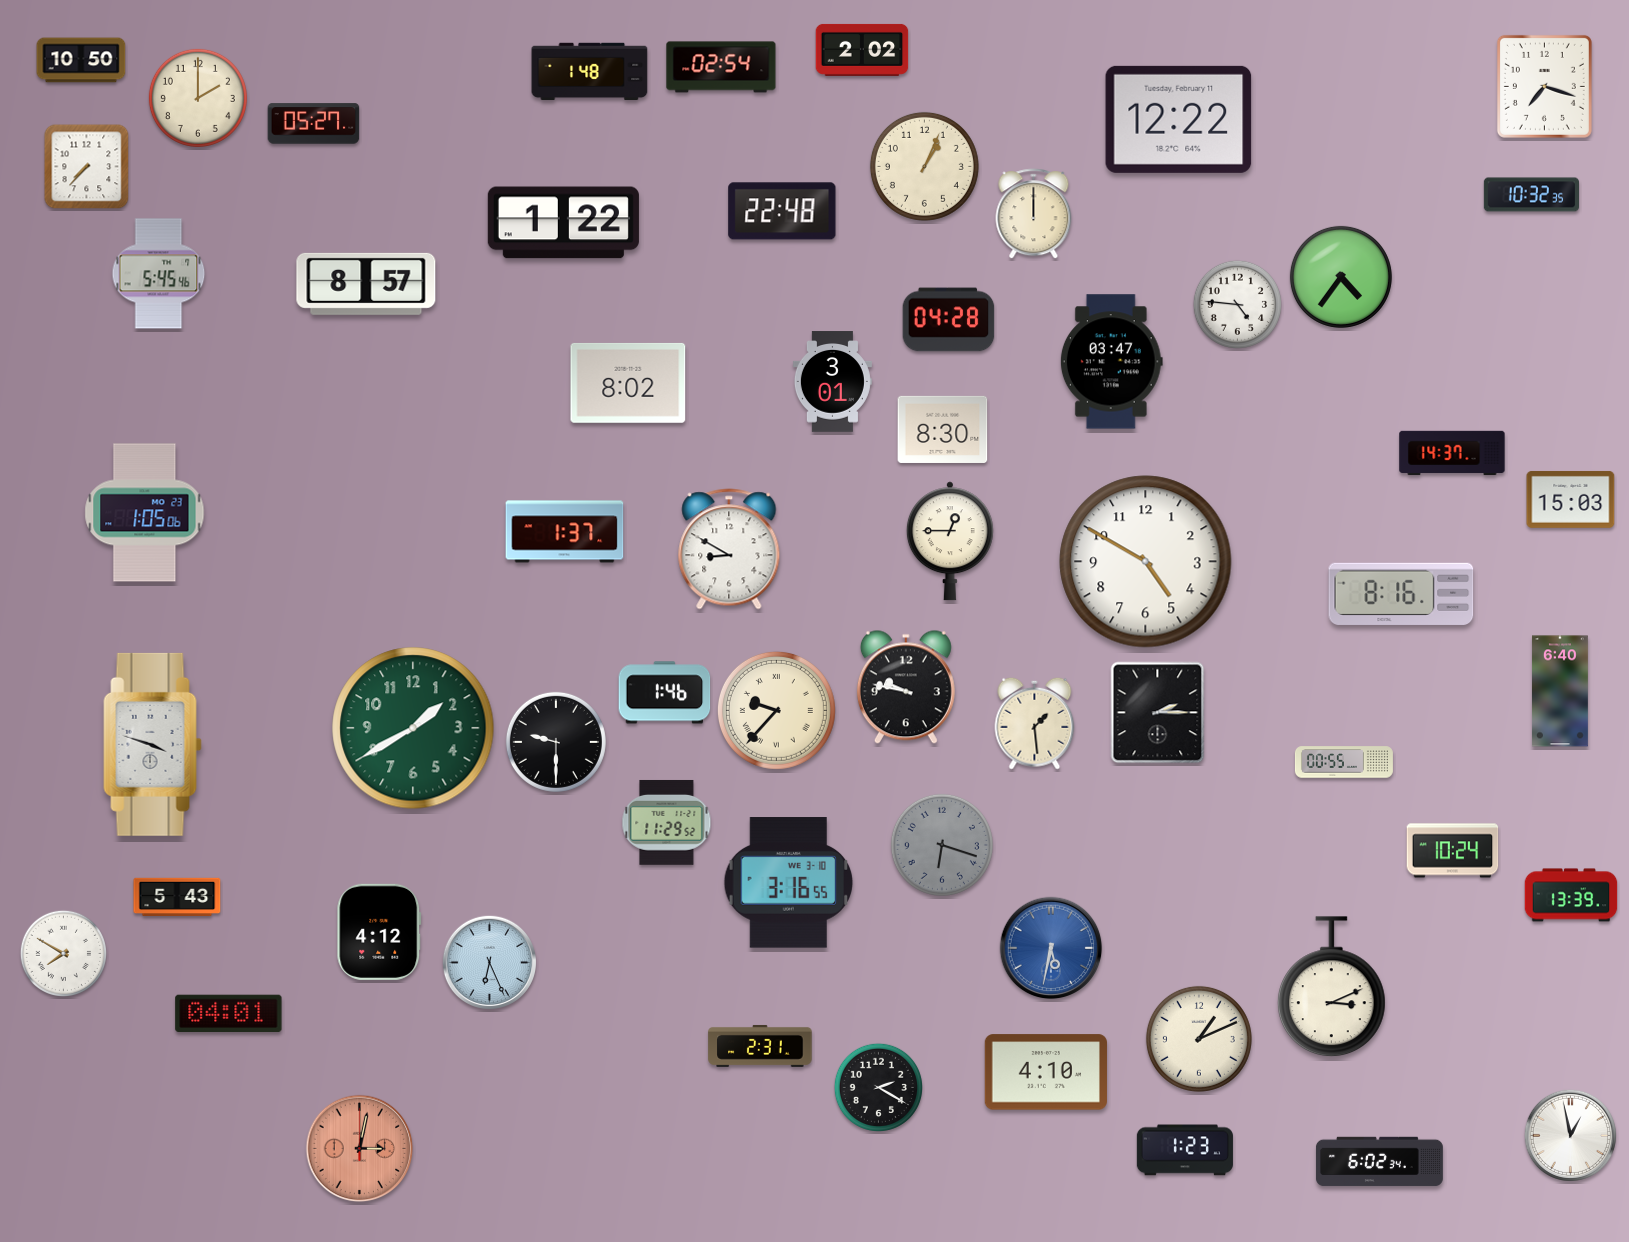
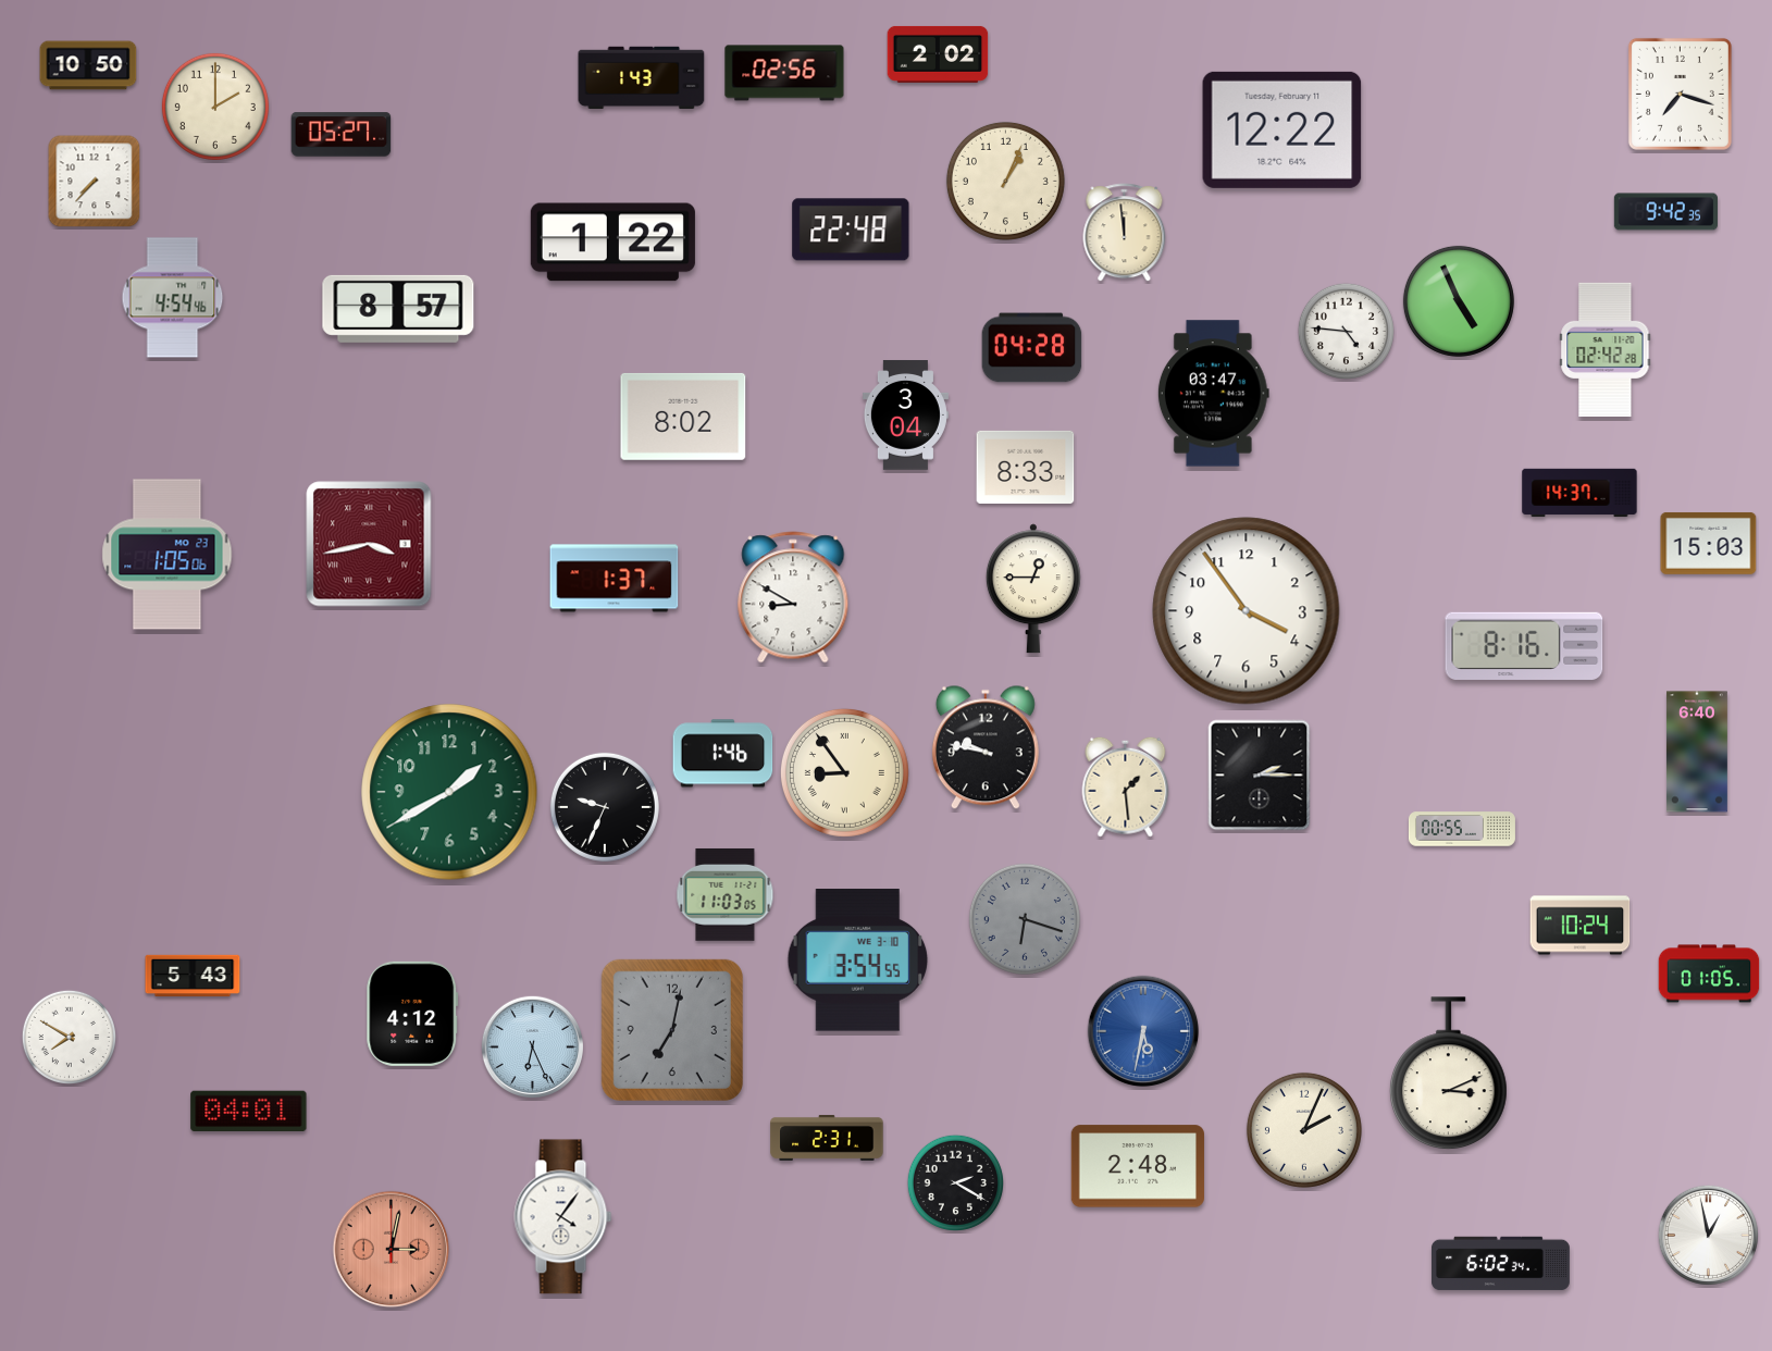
clock at (721, 67): 02:54 -> 02:56
clock at (590, 72): 1:48 -> 1:43
clock at (1531, 195): 10:32 -> 9:42
clock at (1034, 214): 12:00 -> 11:59
clock at (159, 274): 5:45 -> 4:54
clock at (1341, 277): 4:36 -> 4:56
clock at (1606, 349): none -> 02:42
clock at (1111, 362) position: (1111, 362) -> (1213, 394)
clock at (832, 382): 3:01 -> 3:04
clock at (943, 429): 8:30 -> 8:33
clock at (369, 544): none -> 3:43
clock at (145, 513) position: (145, 513) -> (168, 555)
clock at (1146, 562): 4:50 -> 3:54
clock at (776, 710): 9:37 -> 8:54
clock at (556, 742): 9:30 -> 9:34
clock at (153, 744): 3:48 -> none
clock at (667, 822): 11:29 -> 11:03
clock at (788, 883): 3:16 -> 3:54
clock at (1571, 895): 13:39 -> 01:05
clock at (672, 1030): none -> 7:02
clock at (229, 1013) position: (229, 1013) -> (249, 1111)
clock at (1199, 1039): 1:11 -> 2:04
clock at (1046, 1072): 4:10 -> 2:48
clock at (563, 1217): none -> 4:06
clock at (1185, 1150): 1:23 -> none
